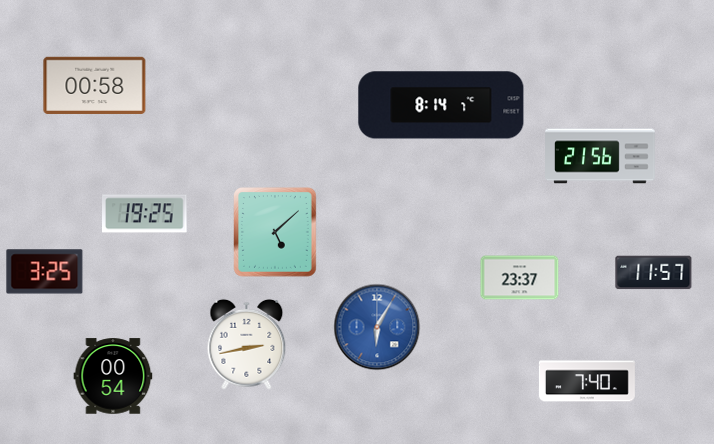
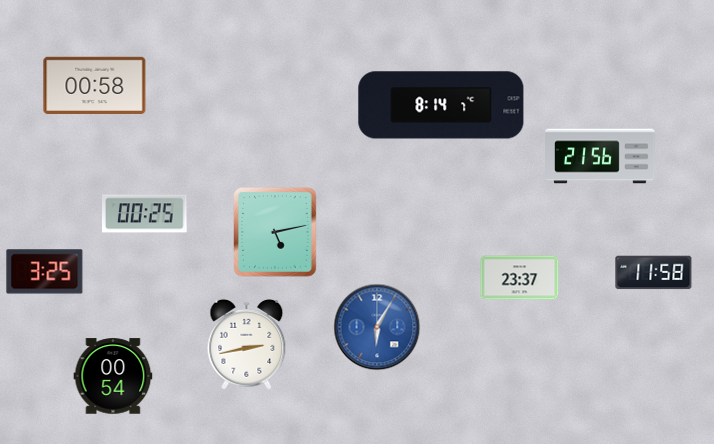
clock at (145, 214): 19:25 -> 00:25
clock at (276, 233): 5:08 -> 5:13
clock at (654, 273): 11:57 -> 11:58
clock at (587, 381): 7:40 -> none
